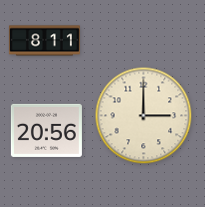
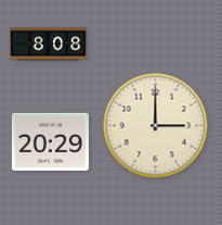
clock at (44, 41): 8:11 -> 8:08
clock at (46, 130): 20:56 -> 20:29
